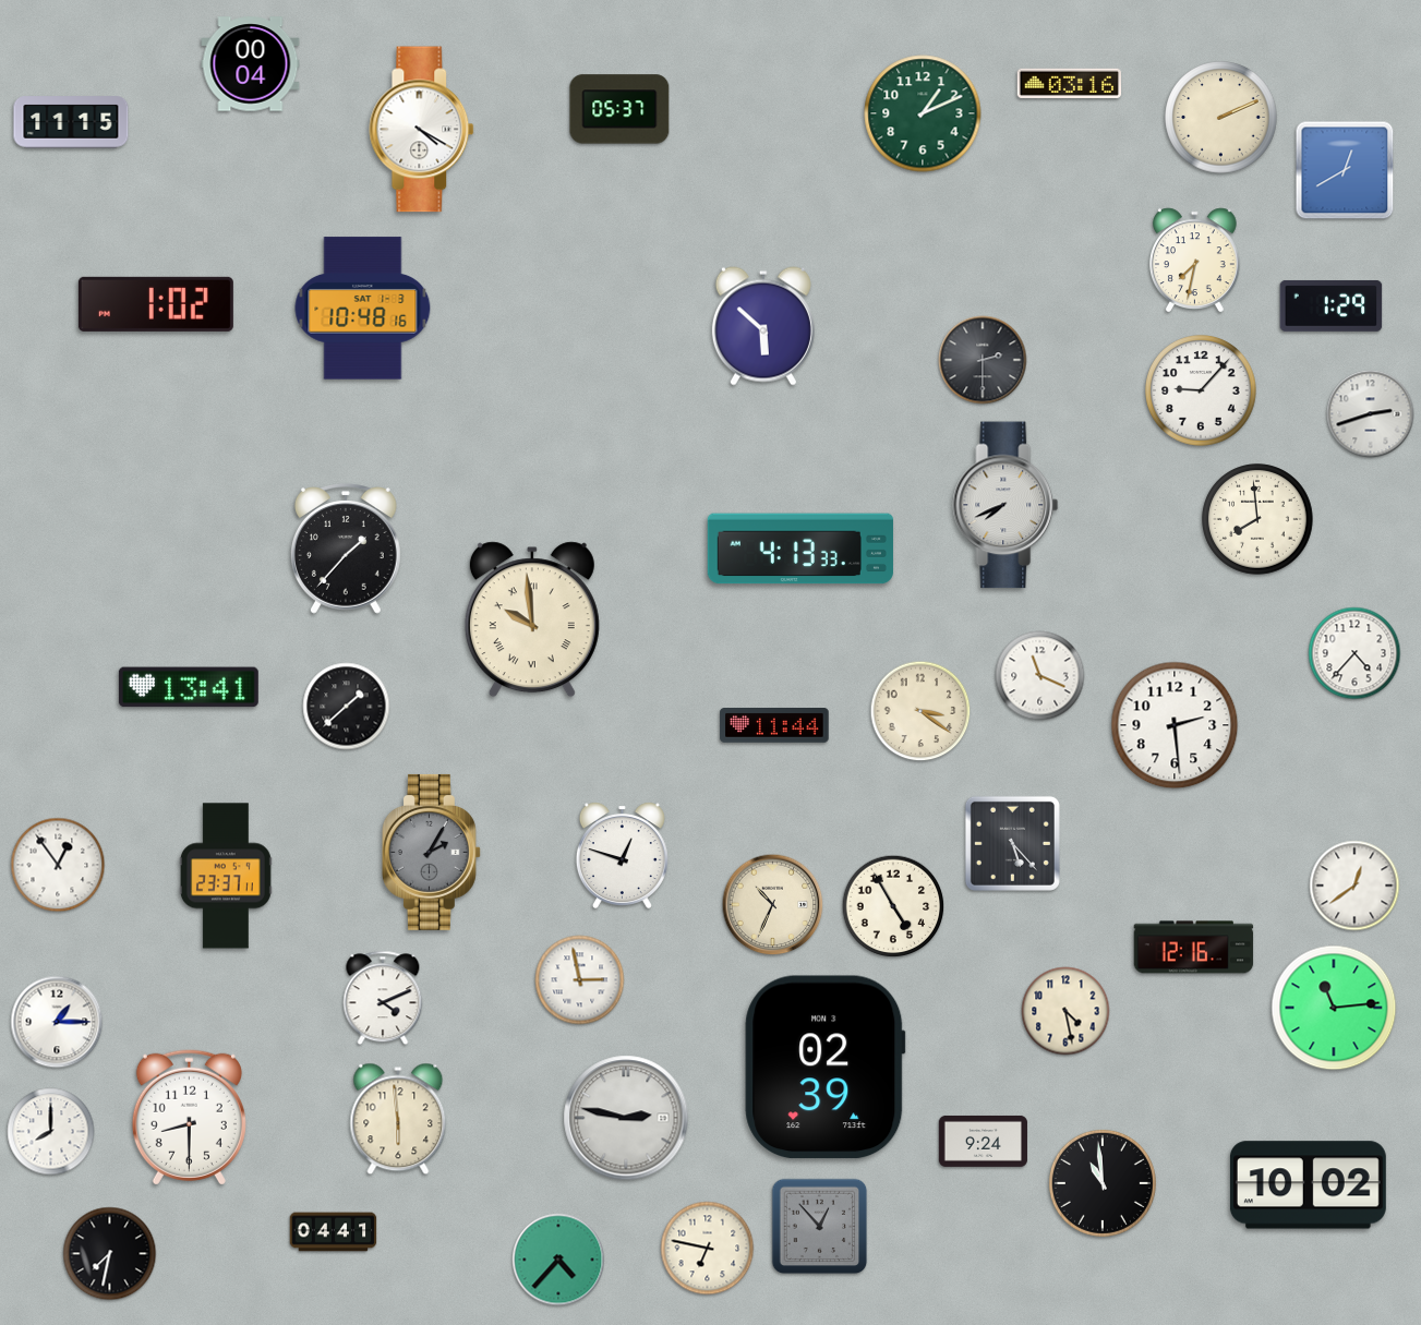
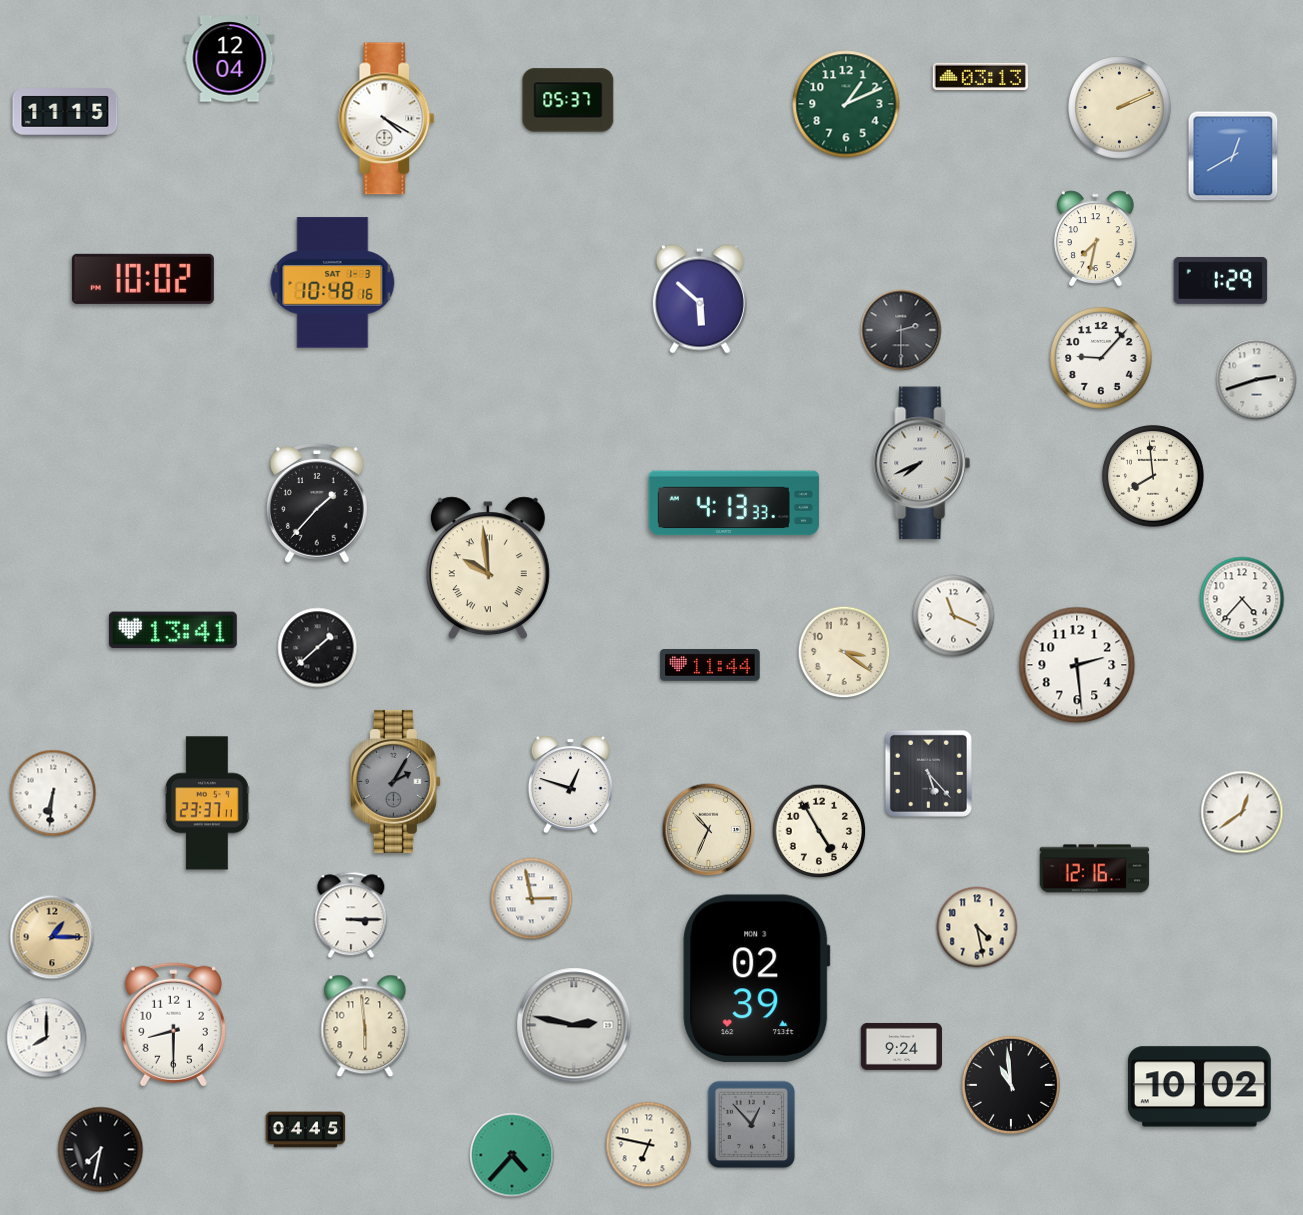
clock at (251, 64): 00:04 -> 12:04
clock at (1069, 83): 03:16 -> 03:13
clock at (156, 304): 1:02 -> 10:02
clock at (1040, 676) position: (1040, 676) -> (954, 616)
clock at (58, 865): 12:54 -> 6:31
clock at (383, 998): 4:11 -> 3:15
clock at (1334, 1008): 11:14 -> none
clock at (57, 1022) dial: white -> champagne
clock at (334, 1232): 04:41 -> 04:45
